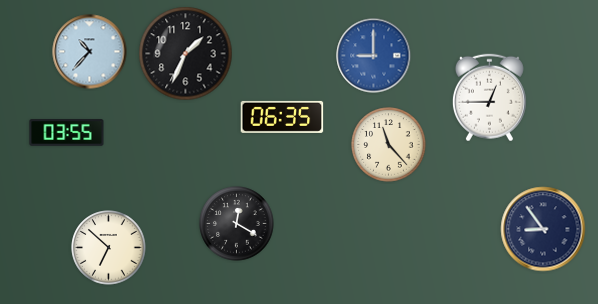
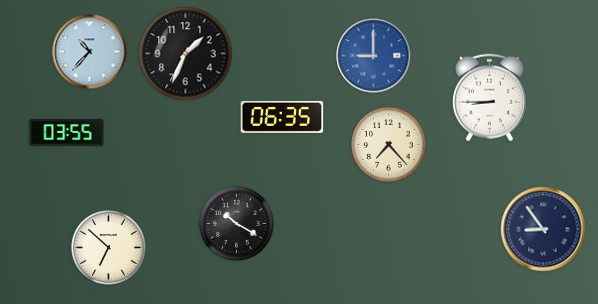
clock at (489, 98): 12:45 -> 8:45
clock at (389, 145): 11:23 -> 7:23
clock at (237, 224): 12:20 -> 10:20
